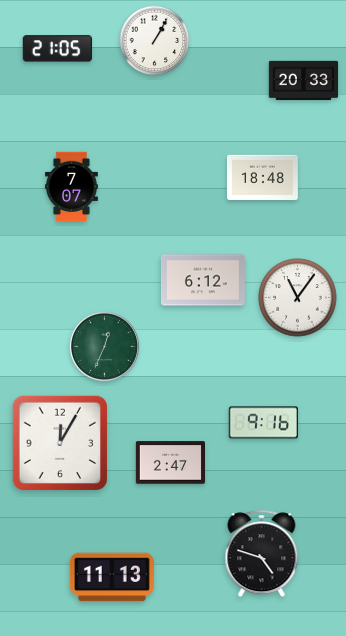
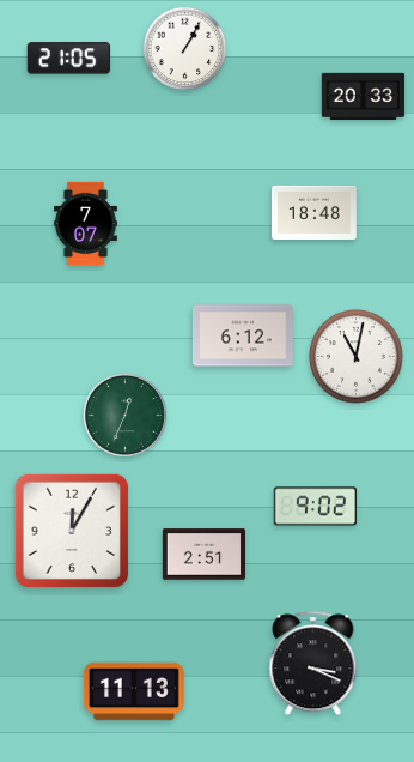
clock at (298, 298): 11:06 -> 11:02
clock at (263, 423): 9:16 -> 9:02
clock at (170, 463): 2:47 -> 2:51
clock at (262, 554): 4:48 -> 3:19
